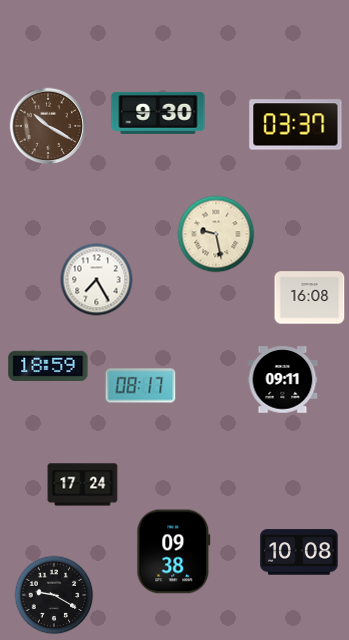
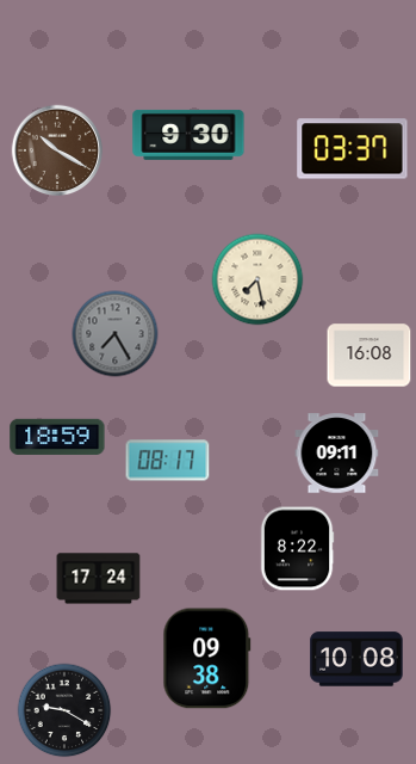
clock at (216, 234): 9:28 -> 7:28
clock at (97, 280) dial: white -> grey
clock at (297, 549): none -> 8:22
